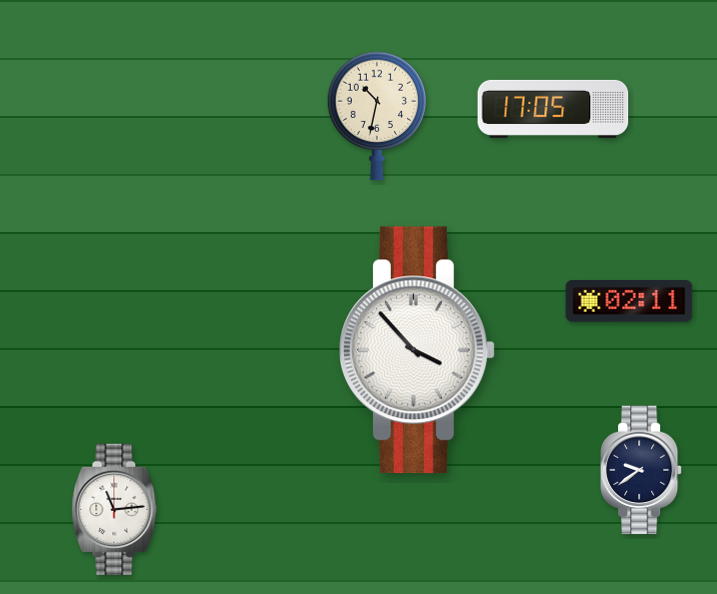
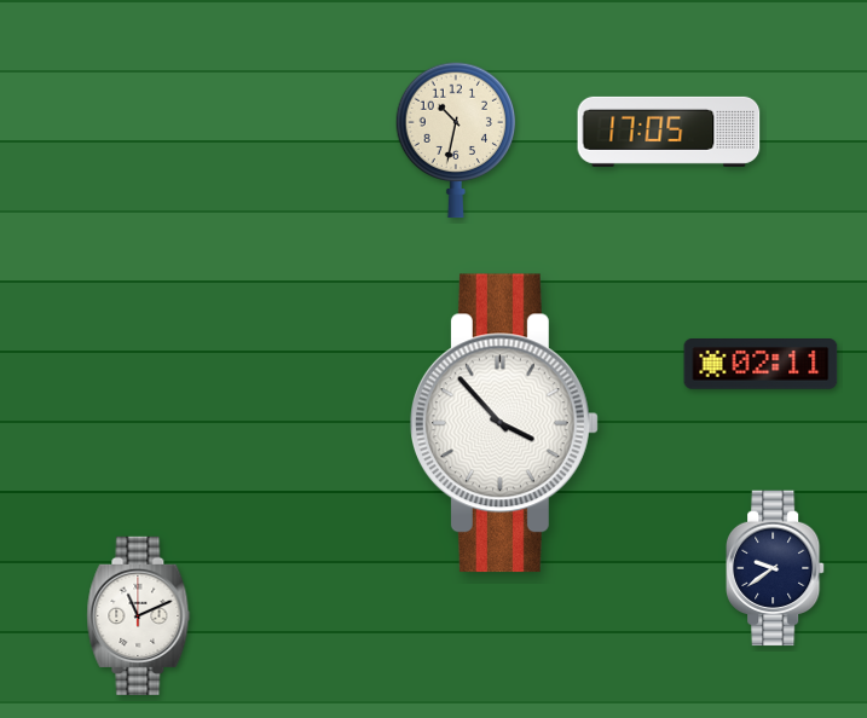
clock at (115, 509): 11:14 -> 11:11
